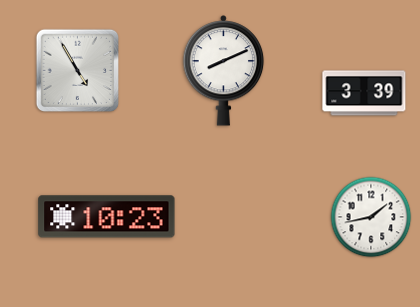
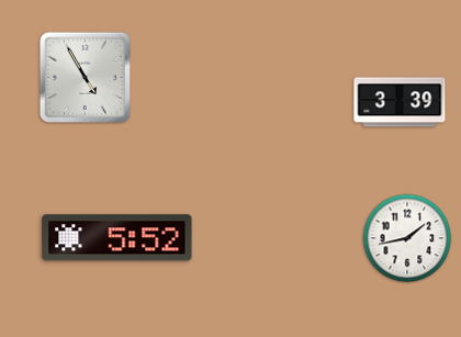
clock at (224, 71): 8:11 -> none
clock at (107, 217): 10:23 -> 5:52
